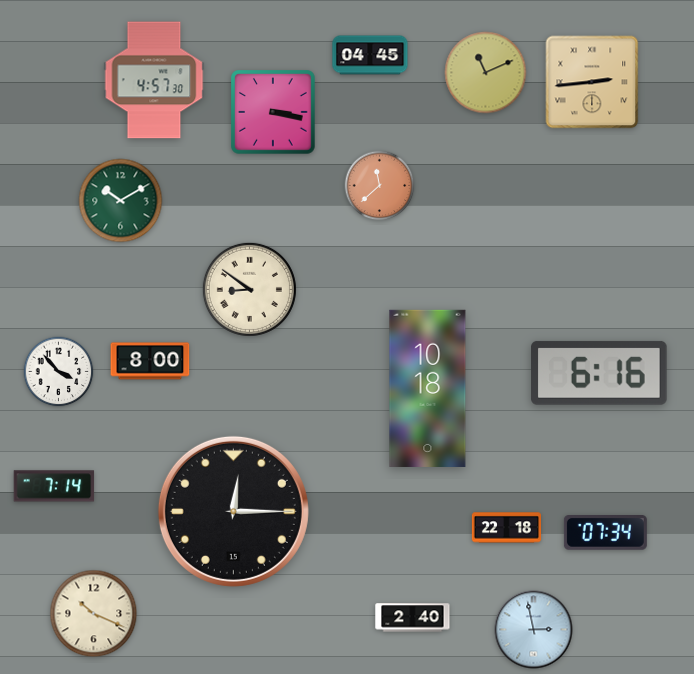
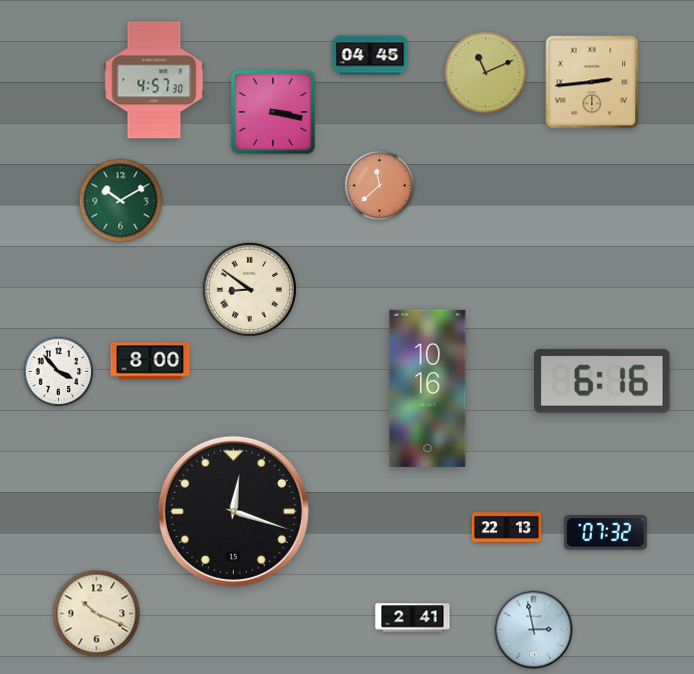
clock at (599, 373) position: (599, 373) -> (602, 381)
clock at (428, 388): 10:18 -> 10:16
clock at (54, 486): 7:14 -> none
clock at (233, 511): 12:15 -> 12:18
clock at (506, 528): 22:18 -> 22:13
clock at (605, 533): 07:34 -> 07:32
clock at (94, 614) position: (94, 614) -> (97, 614)
clock at (413, 618): 2:40 -> 2:41
